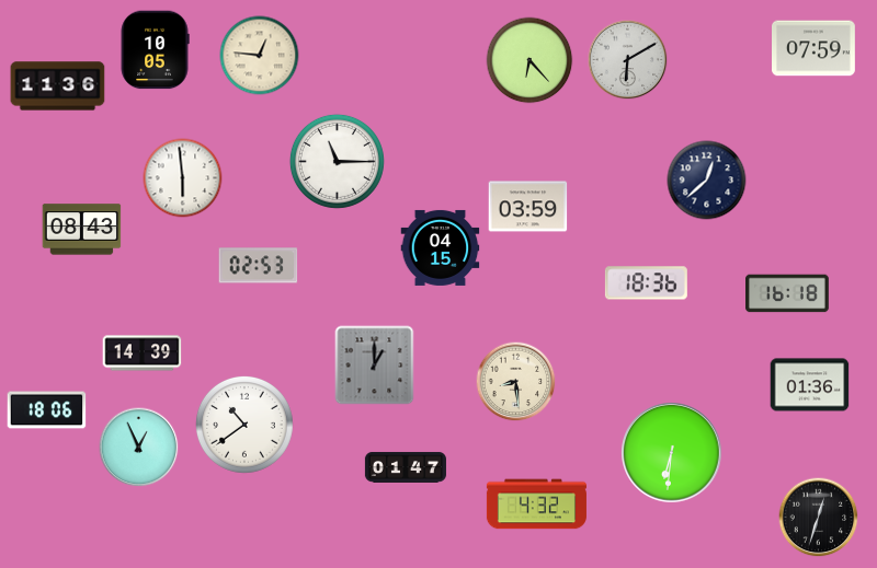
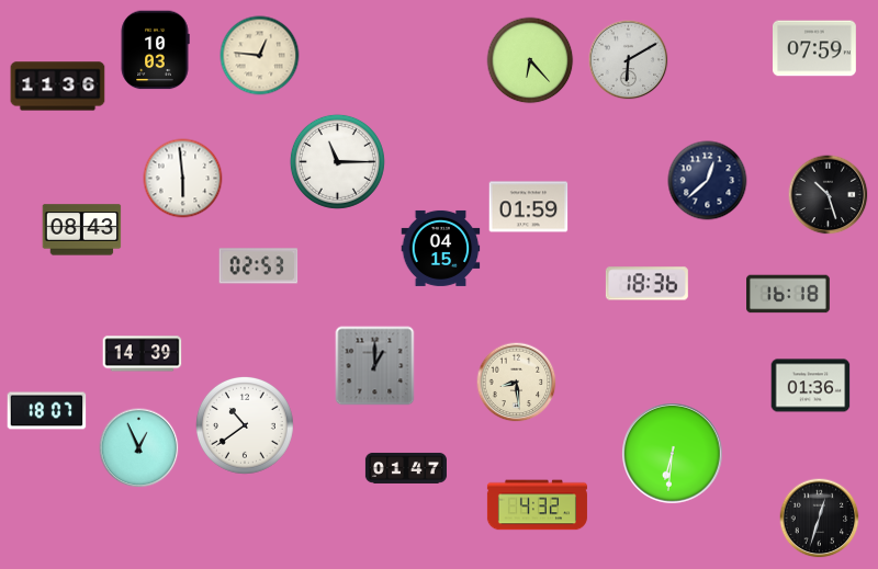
clock at (155, 50): 10:05 -> 10:03
clock at (829, 195): none -> 10:27
clock at (528, 207): 03:59 -> 01:59
clock at (47, 410): 18:06 -> 18:07
